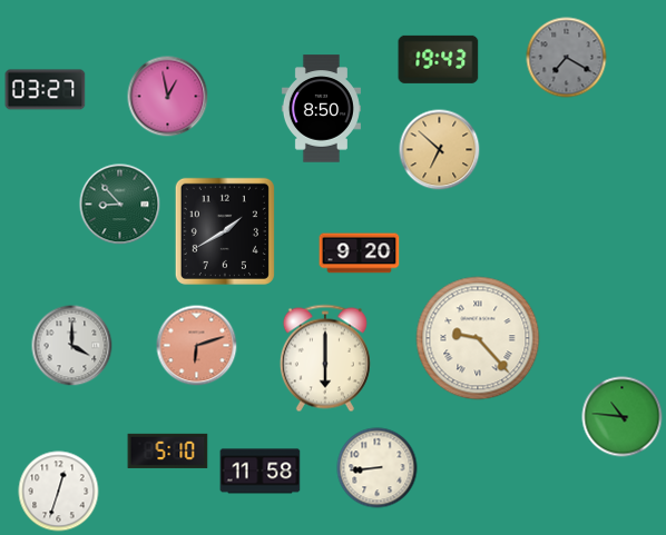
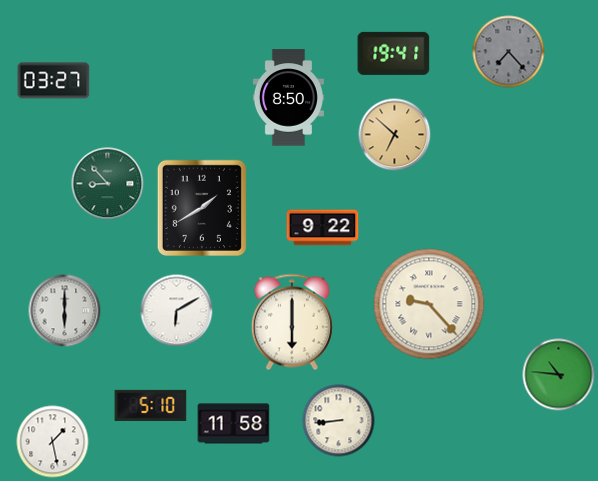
clock at (567, 58): 7:20 -> 7:23
clock at (439, 59): 19:43 -> 19:41
clock at (46, 90) position: (46, 90) -> (54, 81)
clock at (168, 97): 12:58 -> none
clock at (360, 254): 9:20 -> 9:22
clock at (72, 346): 4:00 -> 6:00
clock at (197, 346): 6:12 -> 6:10
clock at (197, 346) dial: salmon -> white
clock at (59, 492): 12:33 -> 1:28
